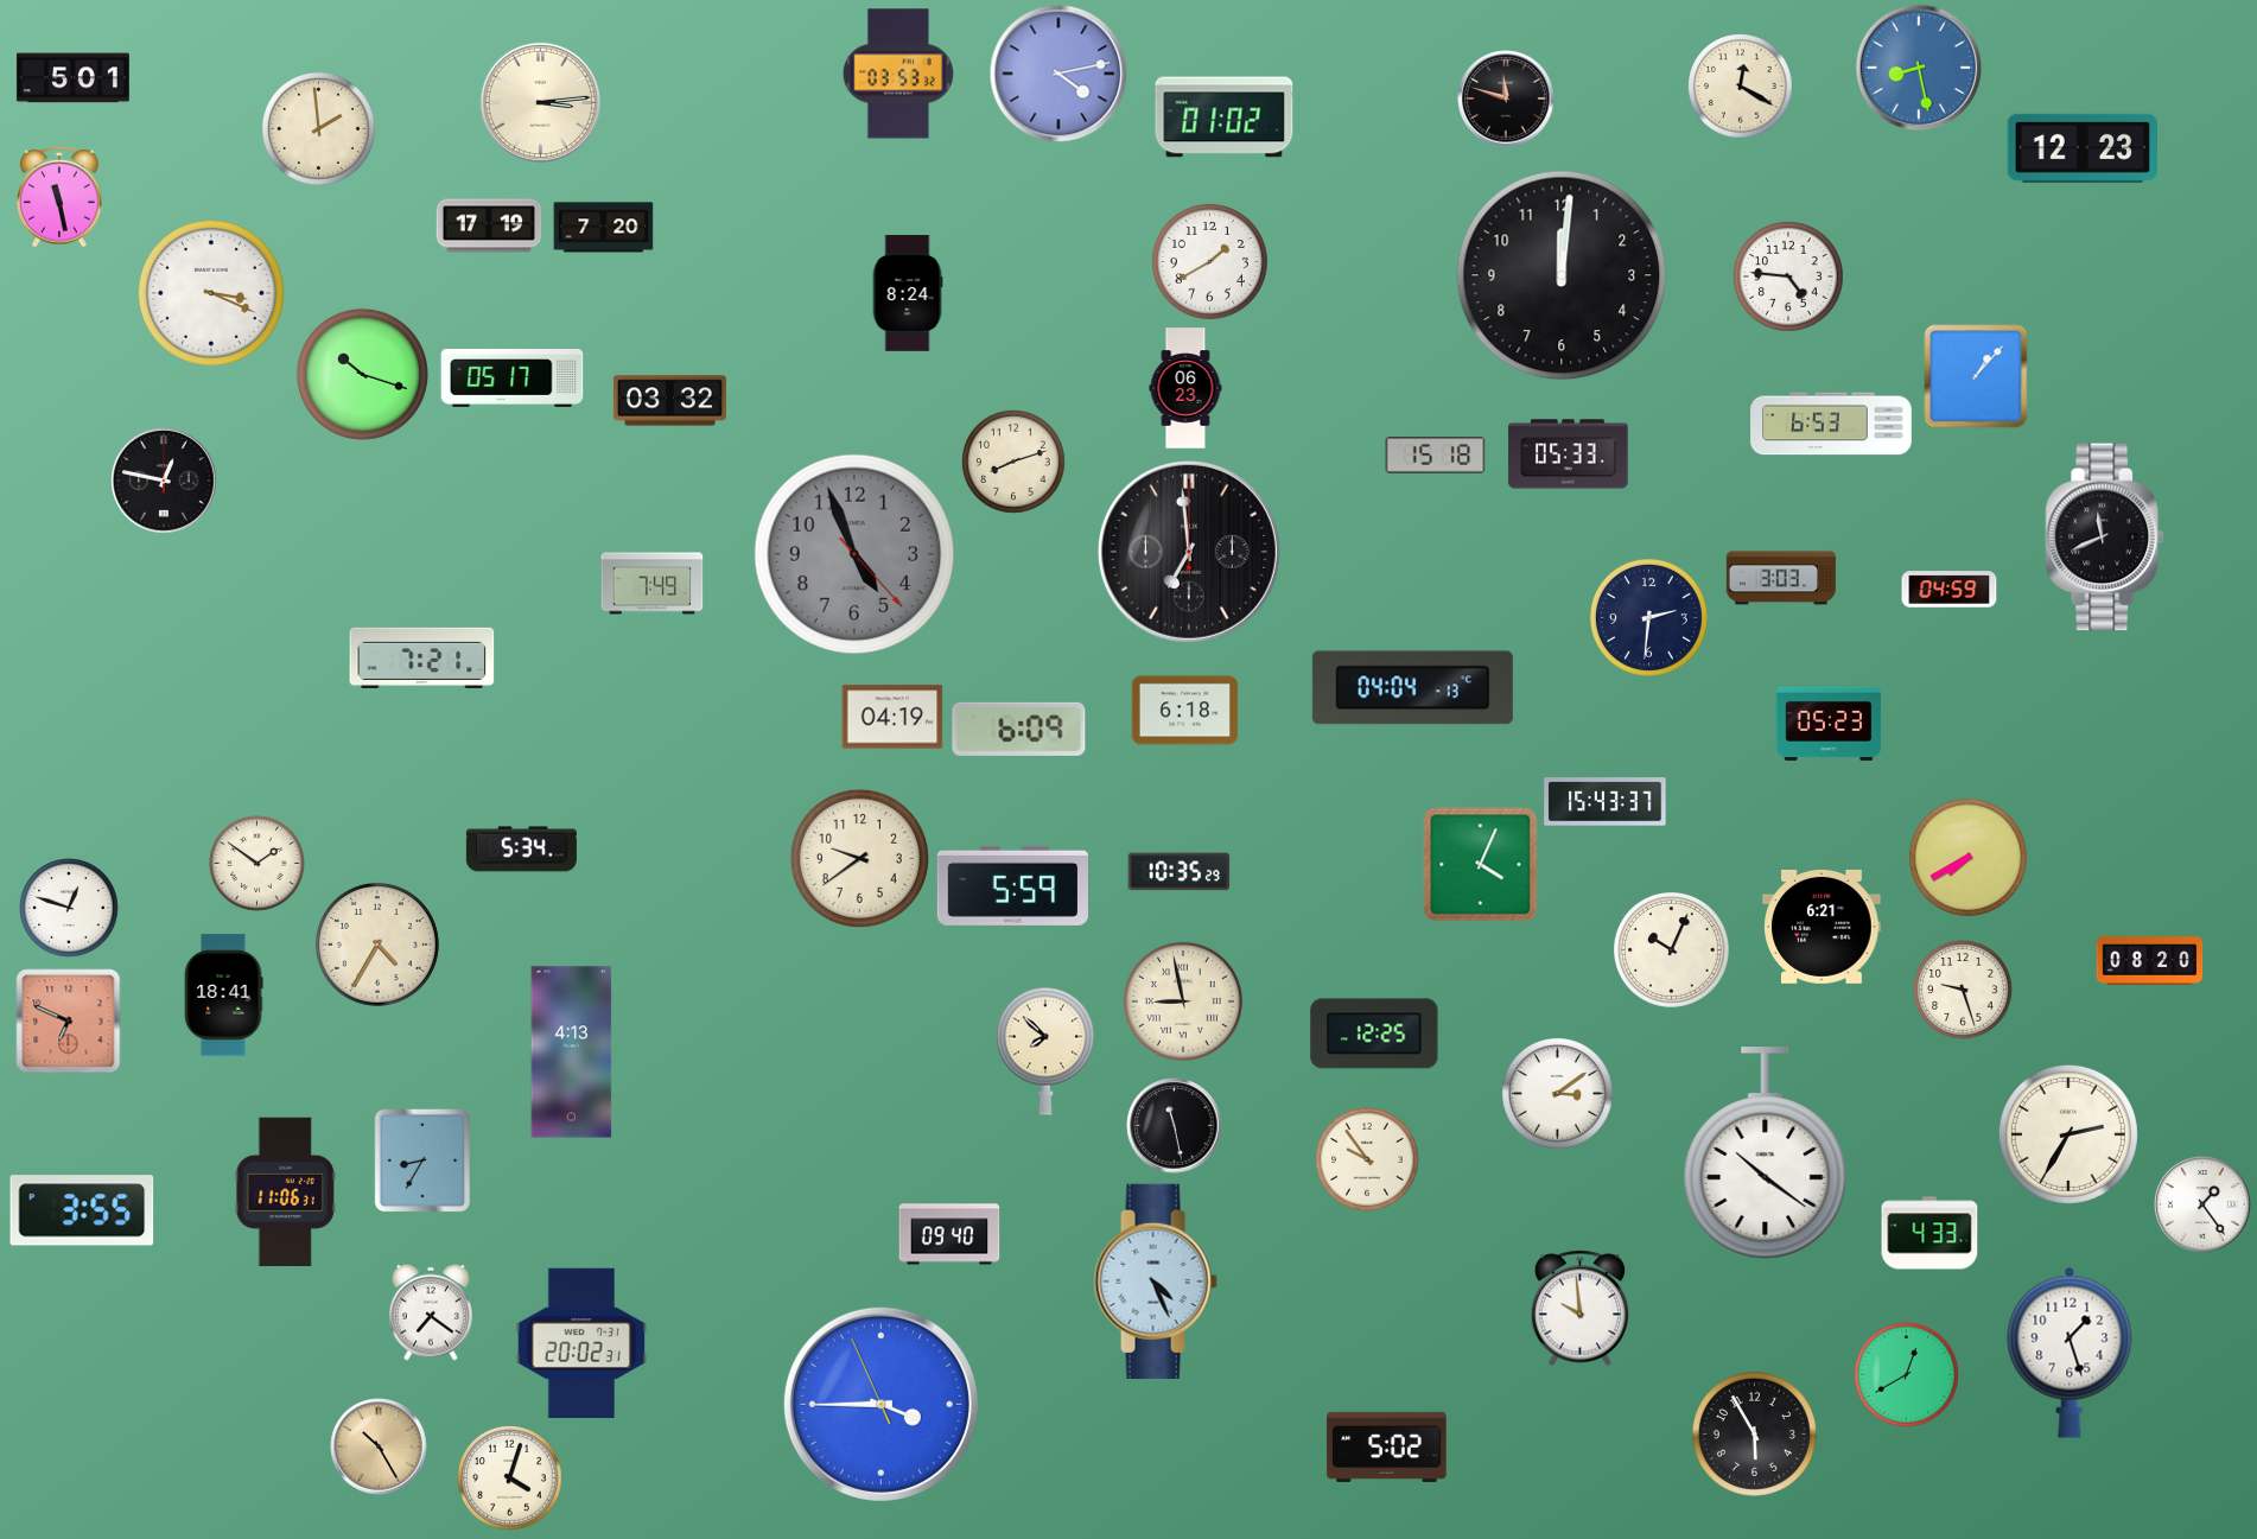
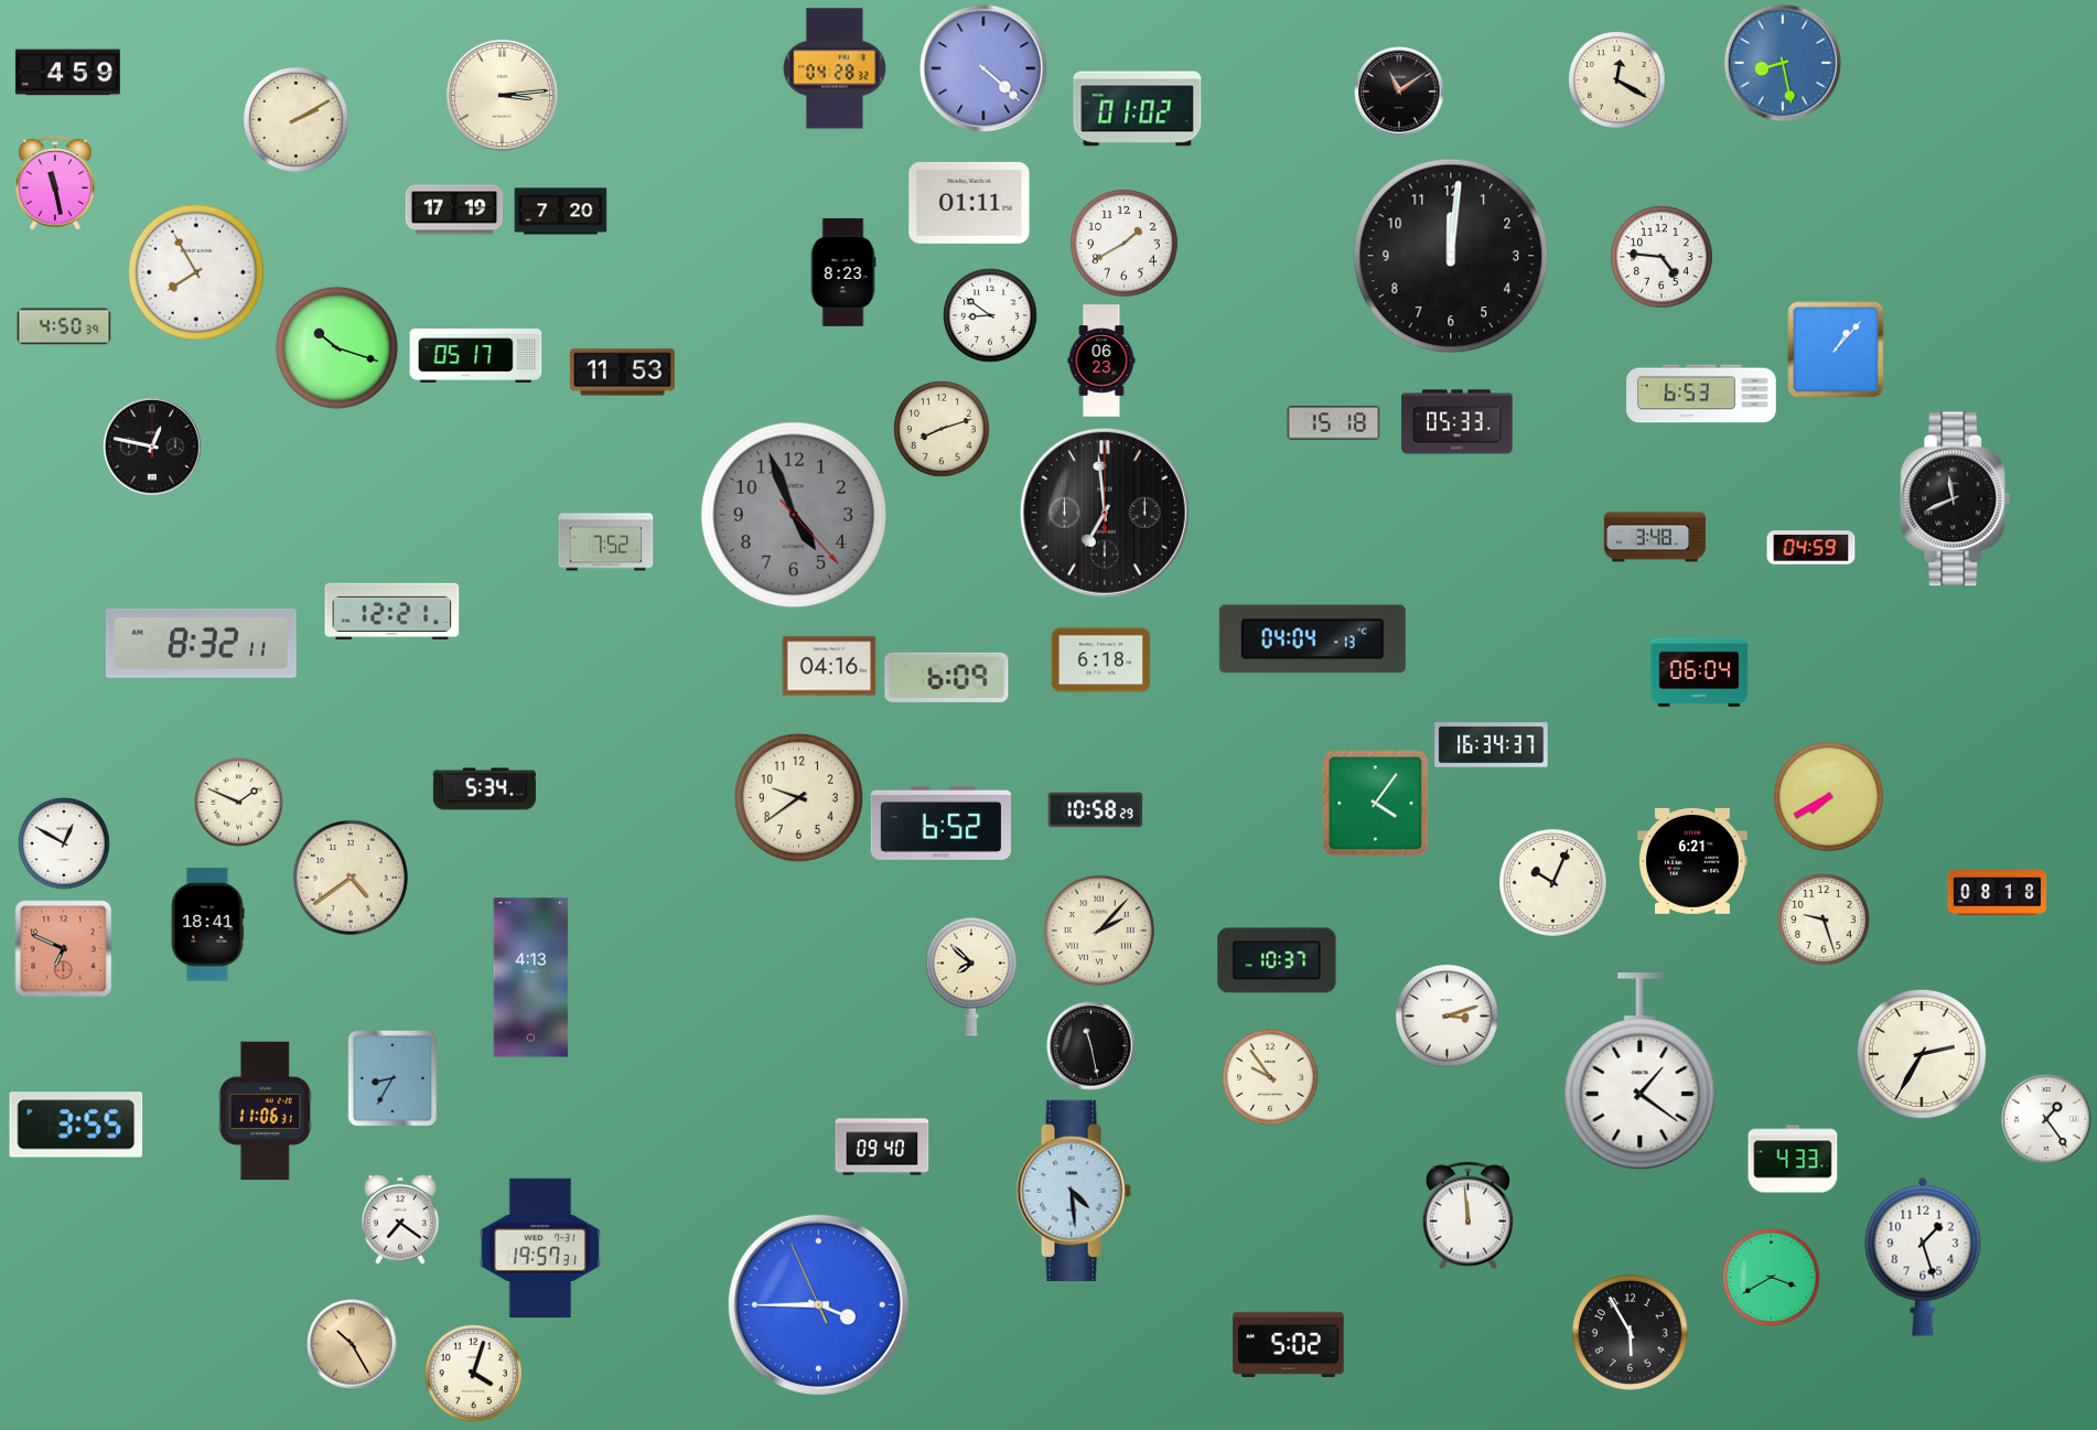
clock at (898, 74): 03:53 -> 04:28
clock at (1058, 74): 4:13 -> 4:22
clock at (72, 78): 5:01 -> 4:59
clock at (1506, 98): 11:48 -> 11:09
clock at (318, 128): 1:59 -> 2:10
clock at (2081, 148): 12:23 -> none
clock at (969, 203): none -> 01:11
clock at (211, 293): 3:19 -> 7:55
clock at (908, 293): 8:24 -> 8:23
clock at (990, 315): none -> 8:51
clock at (64, 326): none -> 4:50
clock at (513, 379) position: (513, 379) -> (476, 356)
clock at (669, 401): 03:32 -> 11:53
clock at (1781, 578): 3:03 -> 3:48
clock at (653, 584): 7:49 -> 7:52
clock at (1648, 617): 2:31 -> none
clock at (422, 657): 7:21 -> 12:21
clock at (201, 643): none -> 8:32
clock at (892, 717): 04:19 -> 04:16
clock at (1829, 724): 05:23 -> 06:04
clock at (1606, 802): 15:43 -> 16:34
clock at (258, 864): 1:51 -> 1:49
clock at (1481, 865): 4:04 -> 4:06
clock at (1180, 872): 10:35 -> 10:58
clock at (1012, 885): 5:59 -> 6:52
clock at (69, 908): 12:48 -> 12:50
clock at (377, 945): 4:35 -> 4:39
clock at (2150, 961): 08:20 -> 08:18
clock at (1183, 1001): 8:58 -> 2:07
clock at (1374, 1034): 12:25 -> 10:37
clock at (1558, 1094): 3:09 -> 3:12
clock at (1766, 1153): 10:21 -> 1:21
clock at (285, 1193) position: (285, 1193) -> (265, 1111)
clock at (1929, 1233) position: (1929, 1233) -> (1793, 1159)
clock at (1156, 1282): 4:26 -> 4:29
clock at (1579, 1309): 9:59 -> 11:59
clock at (580, 1342): 20:02 -> 19:57
clock at (1907, 1375): 12:40 -> 3:40
